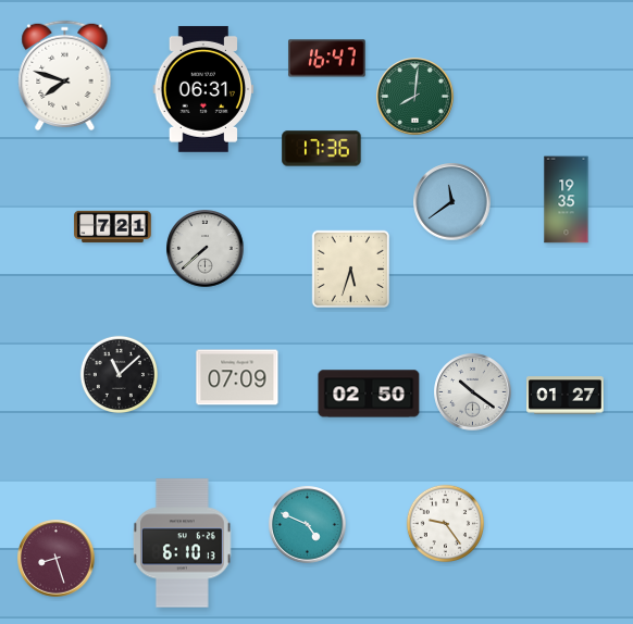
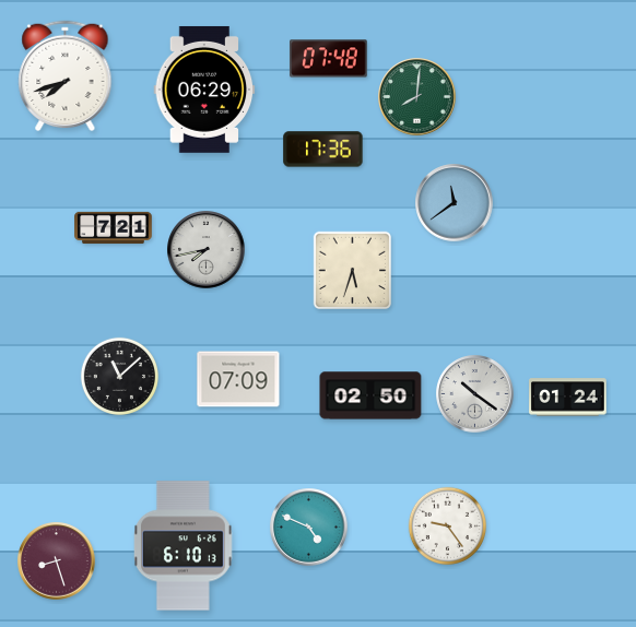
clock at (327, 59): 16:47 -> 07:48
clock at (65, 76): 7:48 -> 7:42
clock at (203, 89): 06:31 -> 06:29
clock at (567, 200): 19:35 -> none
clock at (206, 249): 7:38 -> 7:43
clock at (566, 396): 01:27 -> 01:24
